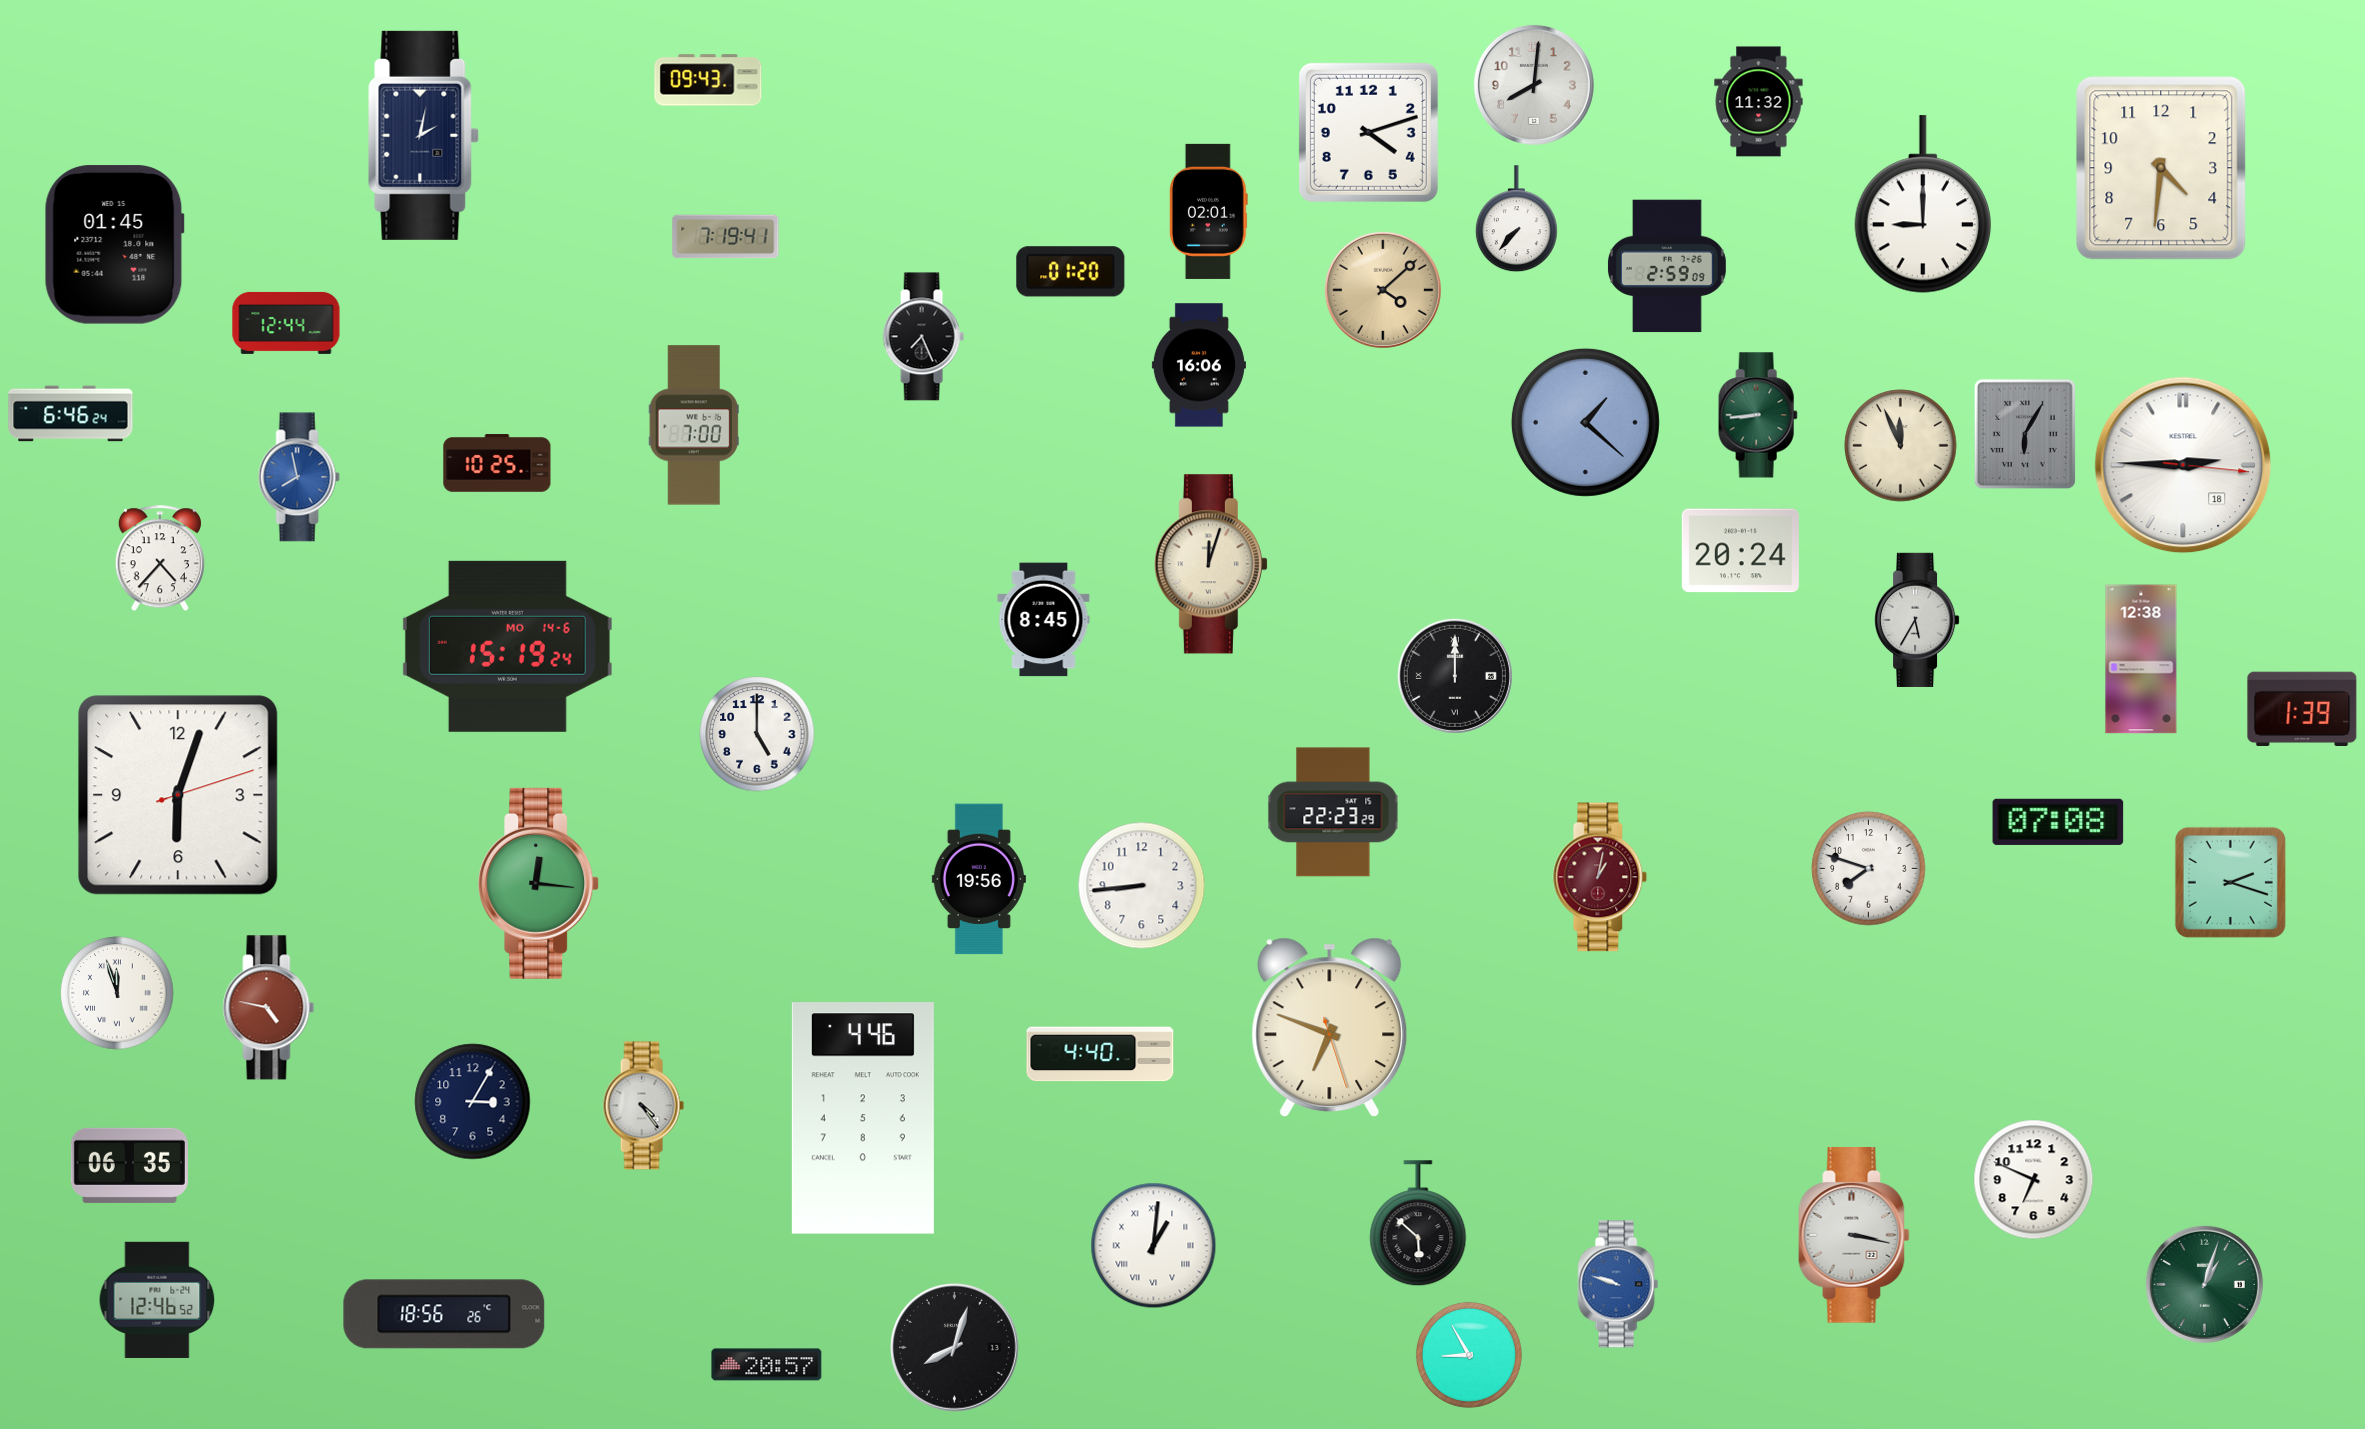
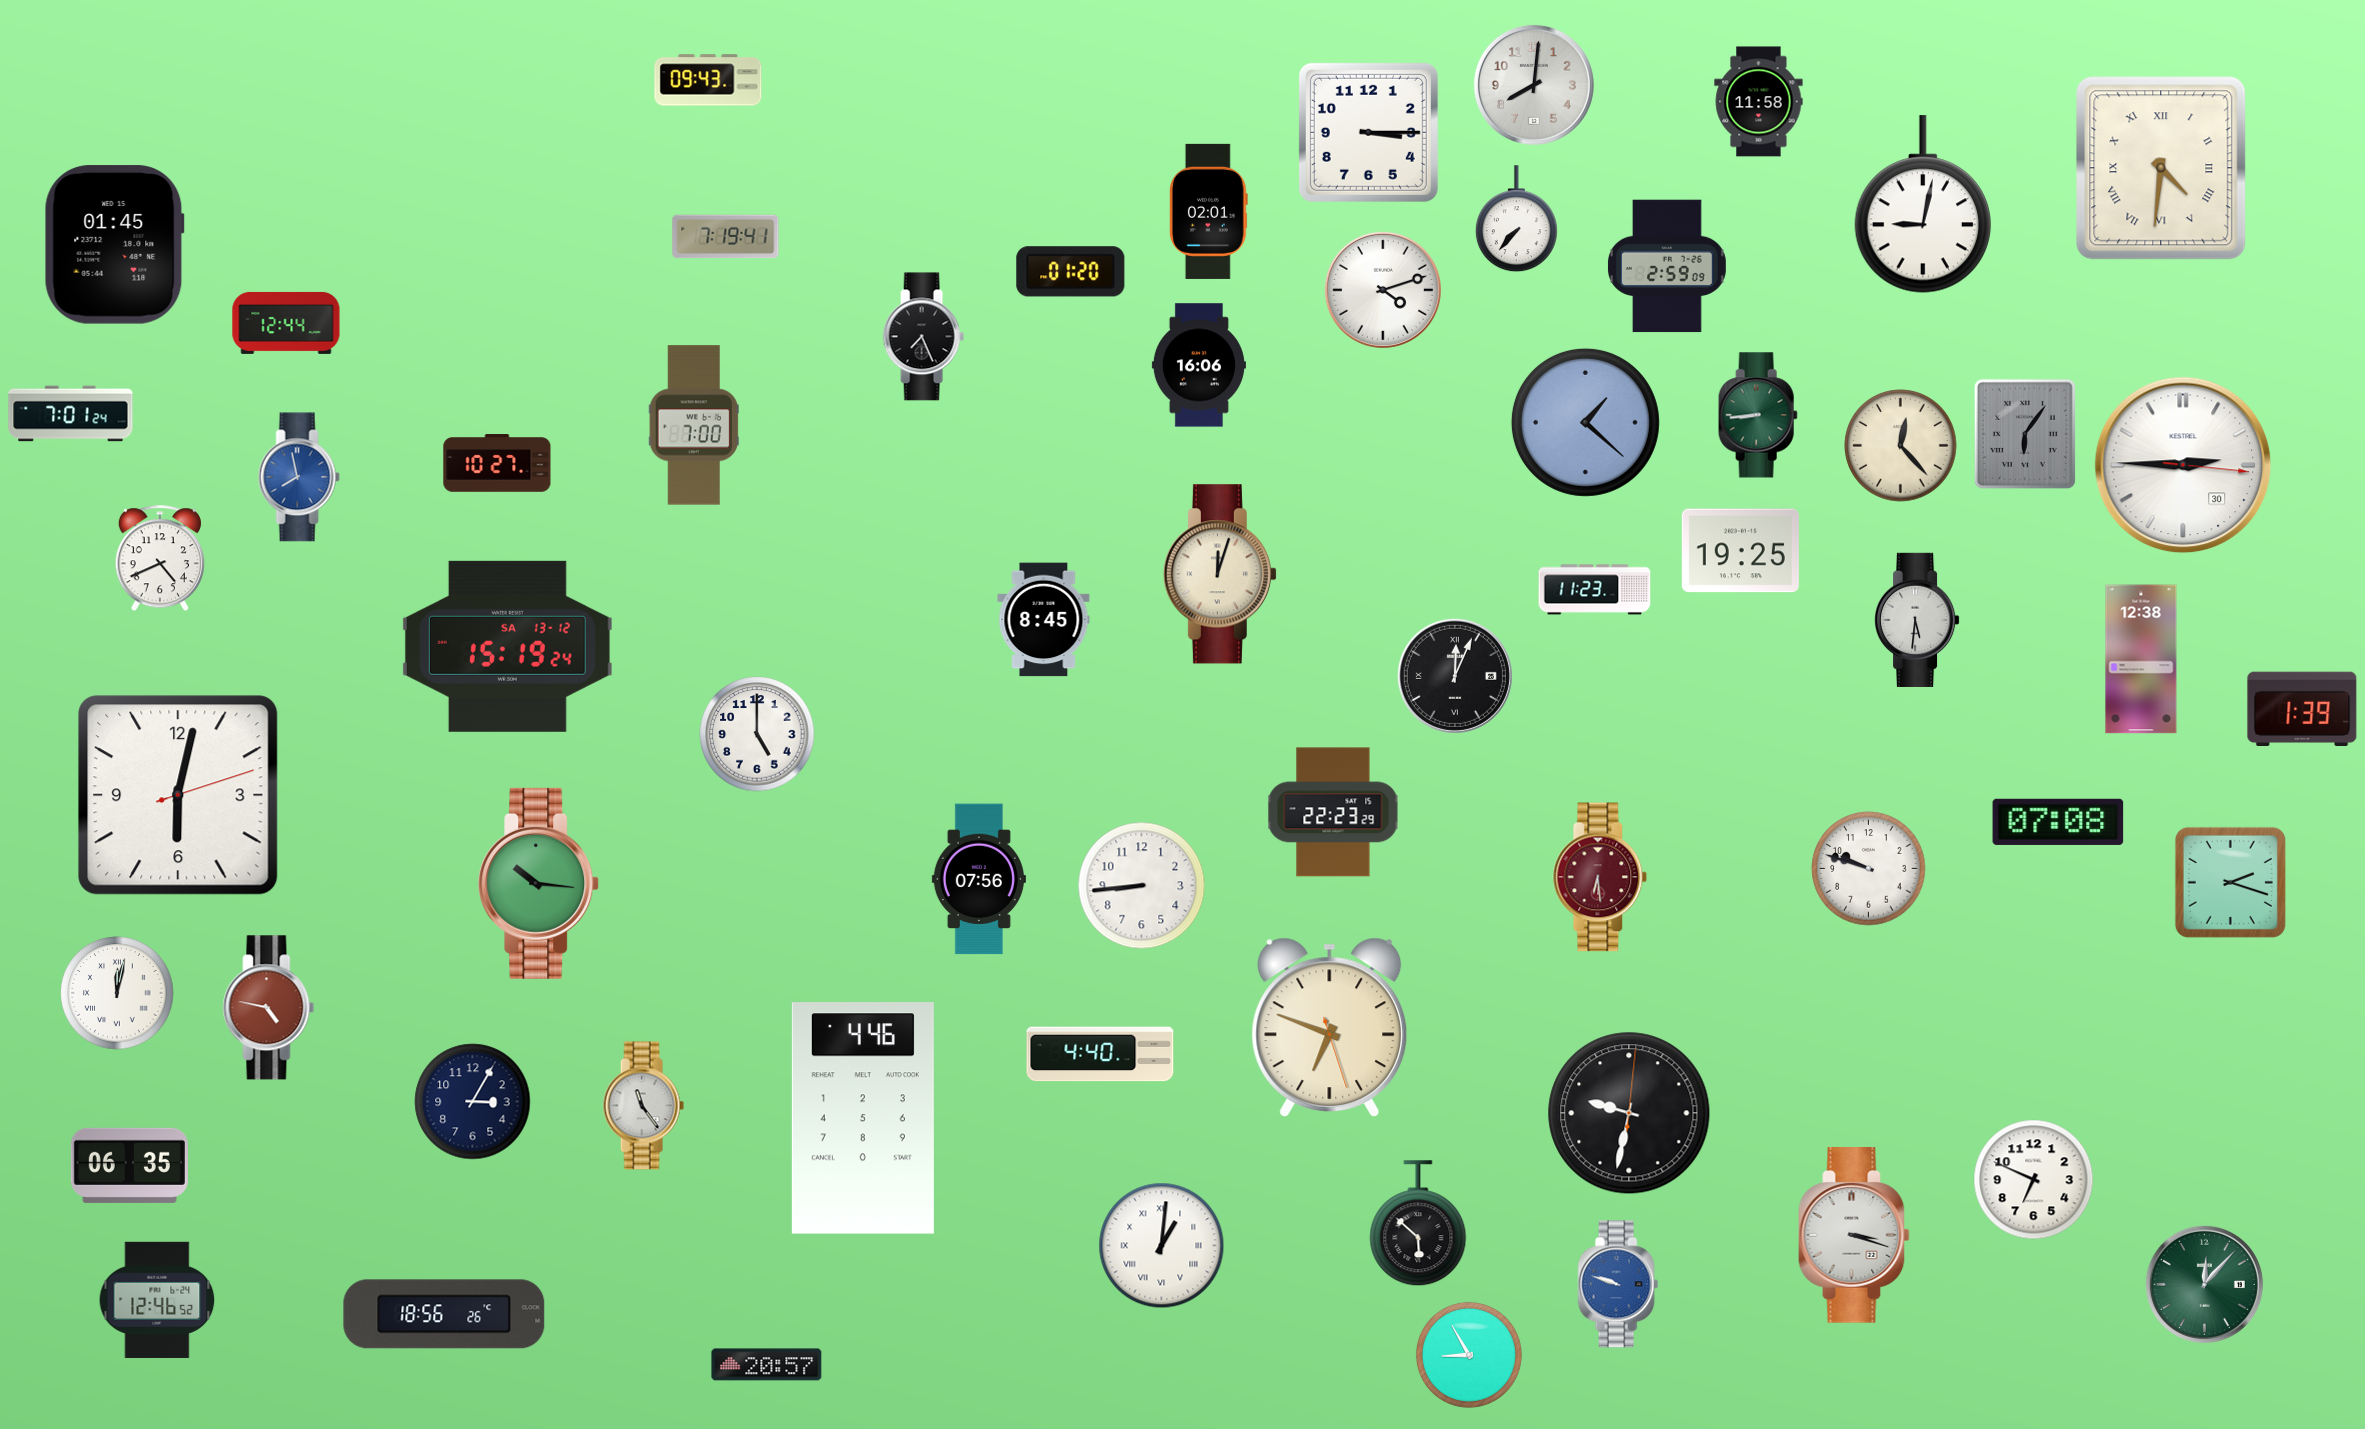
clock at (1759, 102): 11:32 -> 11:58
clock at (1368, 132): 4:12 -> 3:15
clock at (424, 135): 2:02 -> none
clock at (2161, 168) numerals: Arabic -> Roman
clock at (1922, 204): 9:00 -> 9:02
clock at (1383, 290): 4:08 -> 4:12
clock at (1383, 290) dial: champagne -> white
clock at (71, 414): 6:46 -> 7:01
clock at (2025, 434): 6:05 -> 6:06
clock at (1901, 446): 11:56 -> 12:23
clock at (497, 463): 10:25 -> 10:27
clock at (2183, 465) date: 18 -> 30
clock at (1740, 551): 20:24 -> 19:25
clock at (160, 559): 4:37 -> 4:41
clock at (1211, 564) position: (1211, 564) -> (1220, 574)
clock at (1595, 590): none -> 11:23
clock at (1917, 620): 5:35 -> 5:31
clock at (507, 646) date: MO 14-6 -> SA 13-12
clock at (1455, 676): 12:00 -> 12:04
clock at (178, 795): 6:03 -> 6:02
clock at (1869, 869): 7:48 -> 9:48
clock at (1600, 877): 1:02 -> 6:29
clock at (979, 879): 19:56 -> 07:56
clock at (539, 883): 12:16 -> 10:16
clock at (117, 993): 11:57 -> 12:02
clock at (643, 1106): 4:24 -> 11:24
clock at (1629, 1113): none -> 9:32
clock at (1854, 1236): 3:17 -> 3:18
clock at (1154, 1246) position: (1154, 1246) -> (1162, 1246)
clock at (2204, 1284): 1:03 -> 12:07
clock at (955, 1348): 8:03 -> none
